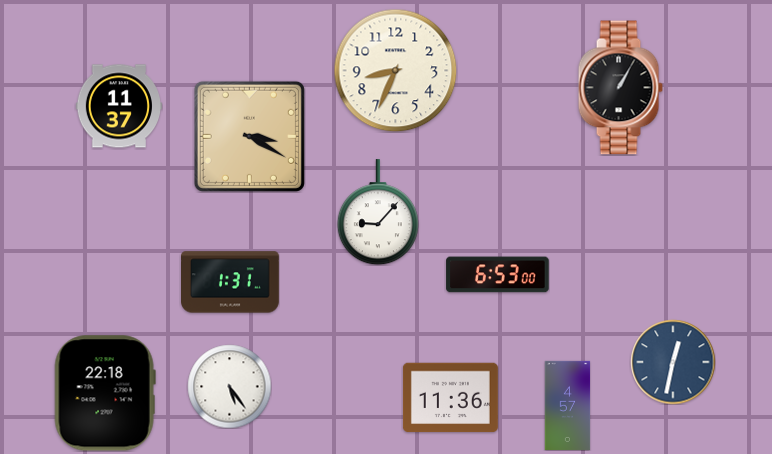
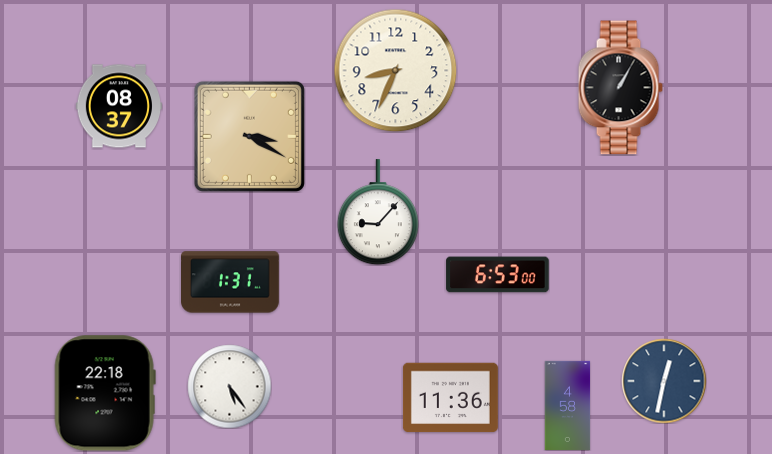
clock at (118, 106): 11:37 -> 08:37
clock at (673, 362) position: (673, 362) -> (664, 381)
clock at (568, 405): 4:57 -> 4:58
